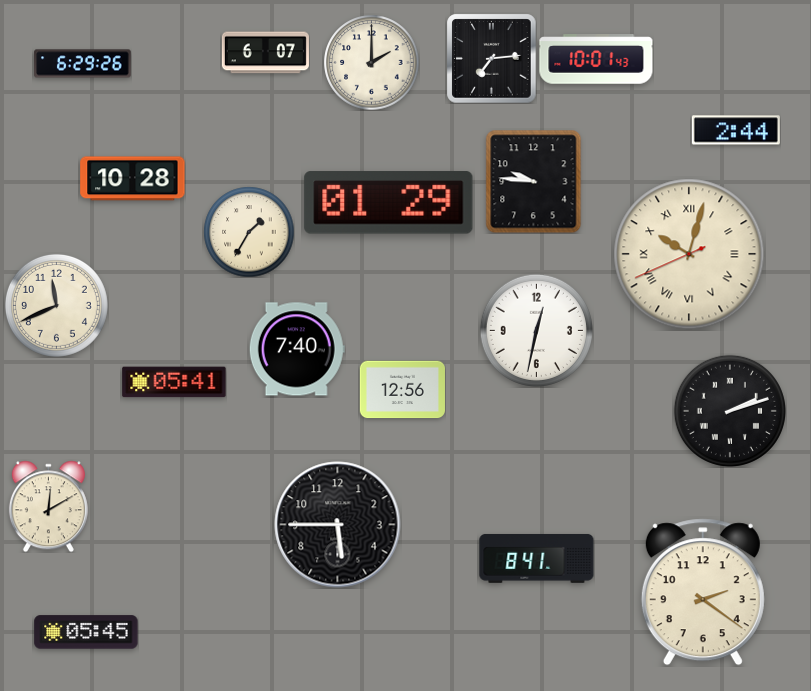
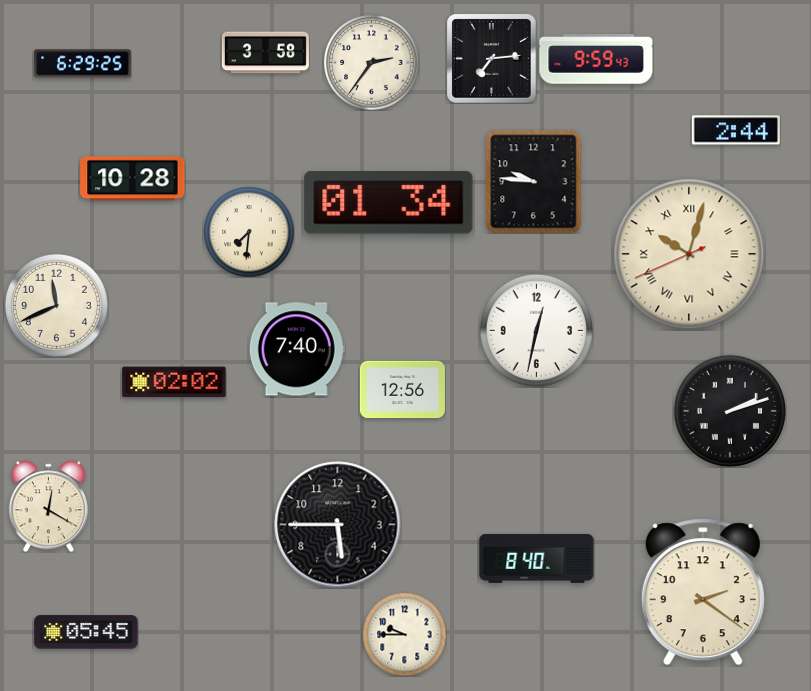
clock at (265, 53): 6:07 -> 3:58
clock at (596, 59): 10:01 -> 9:59
clock at (371, 62): 2:00 -> 2:36
clock at (83, 64): 6:29:26 -> 6:29:25
clock at (389, 203): 01:29 -> 01:34
clock at (249, 232): 1:35 -> 7:31
clock at (174, 382): 05:41 -> 02:02
clock at (48, 506): 12:10 -> 12:20
clock at (537, 559): 8:41 -> 8:40
clock at (404, 634): none -> 9:45
